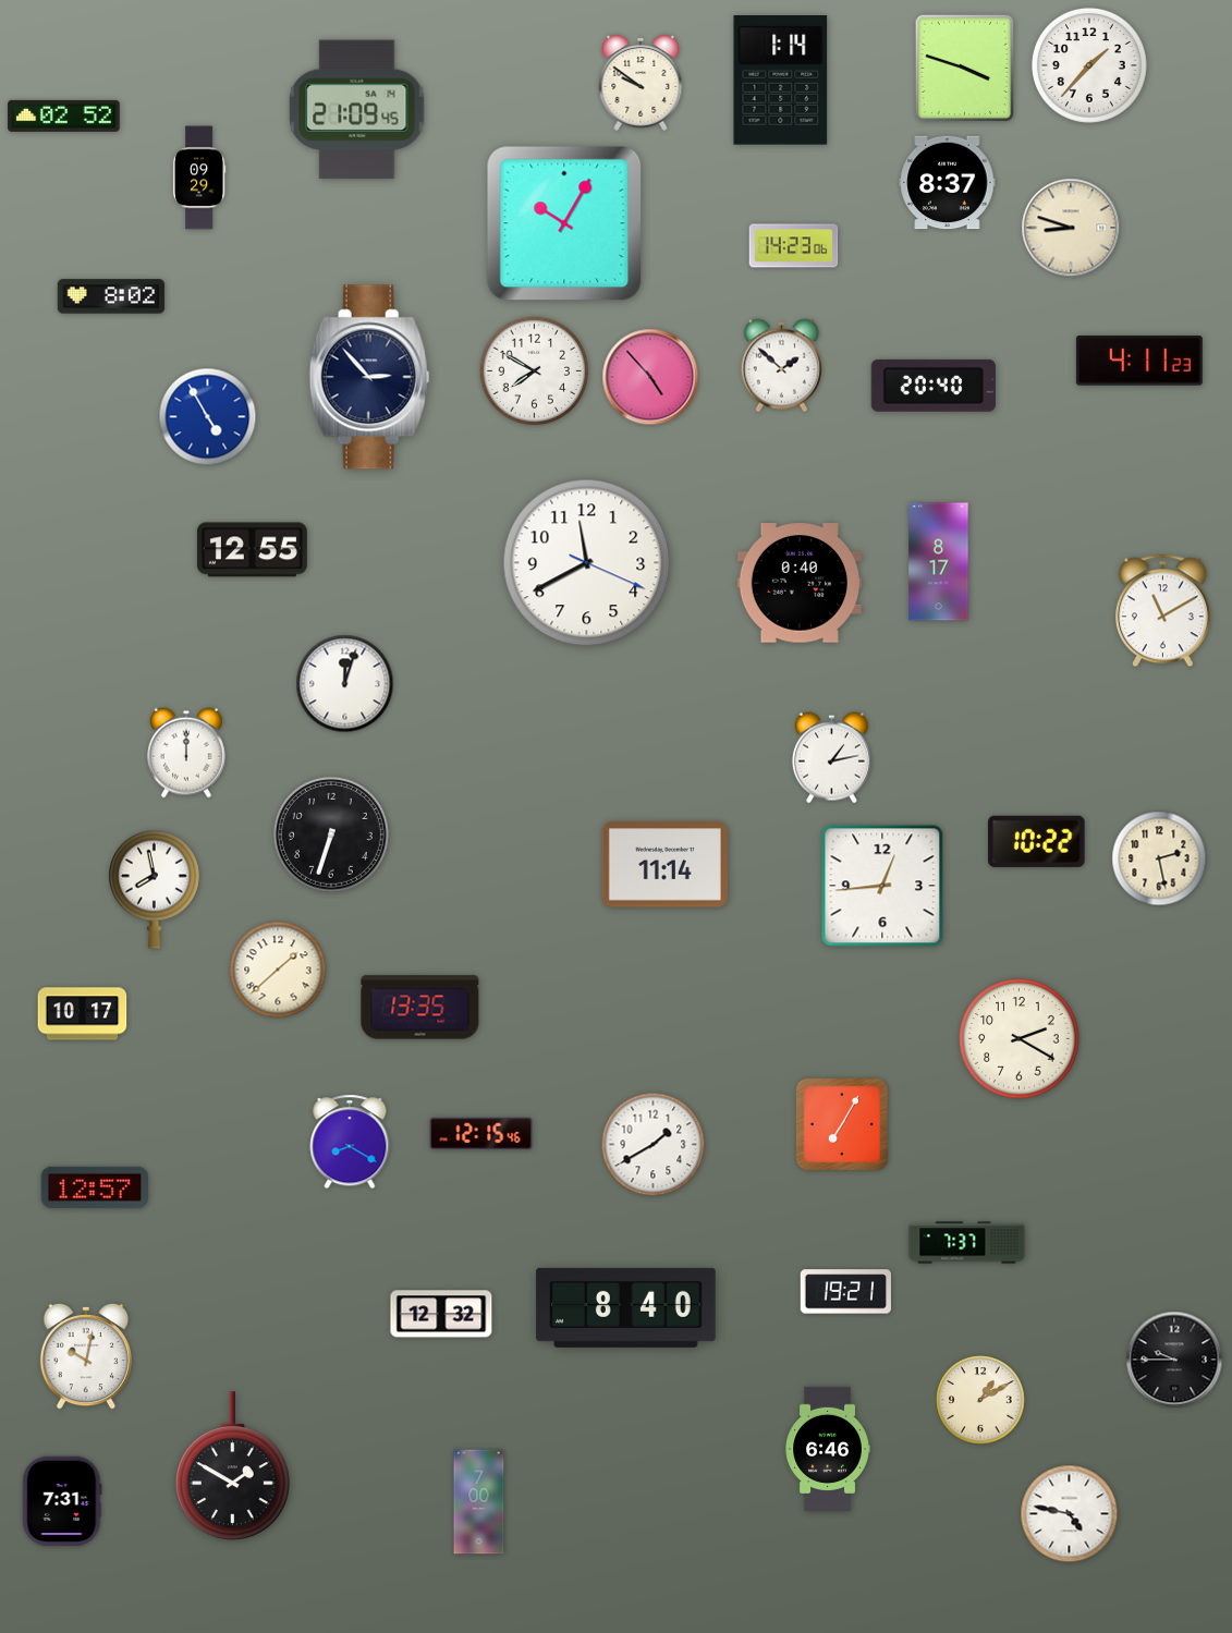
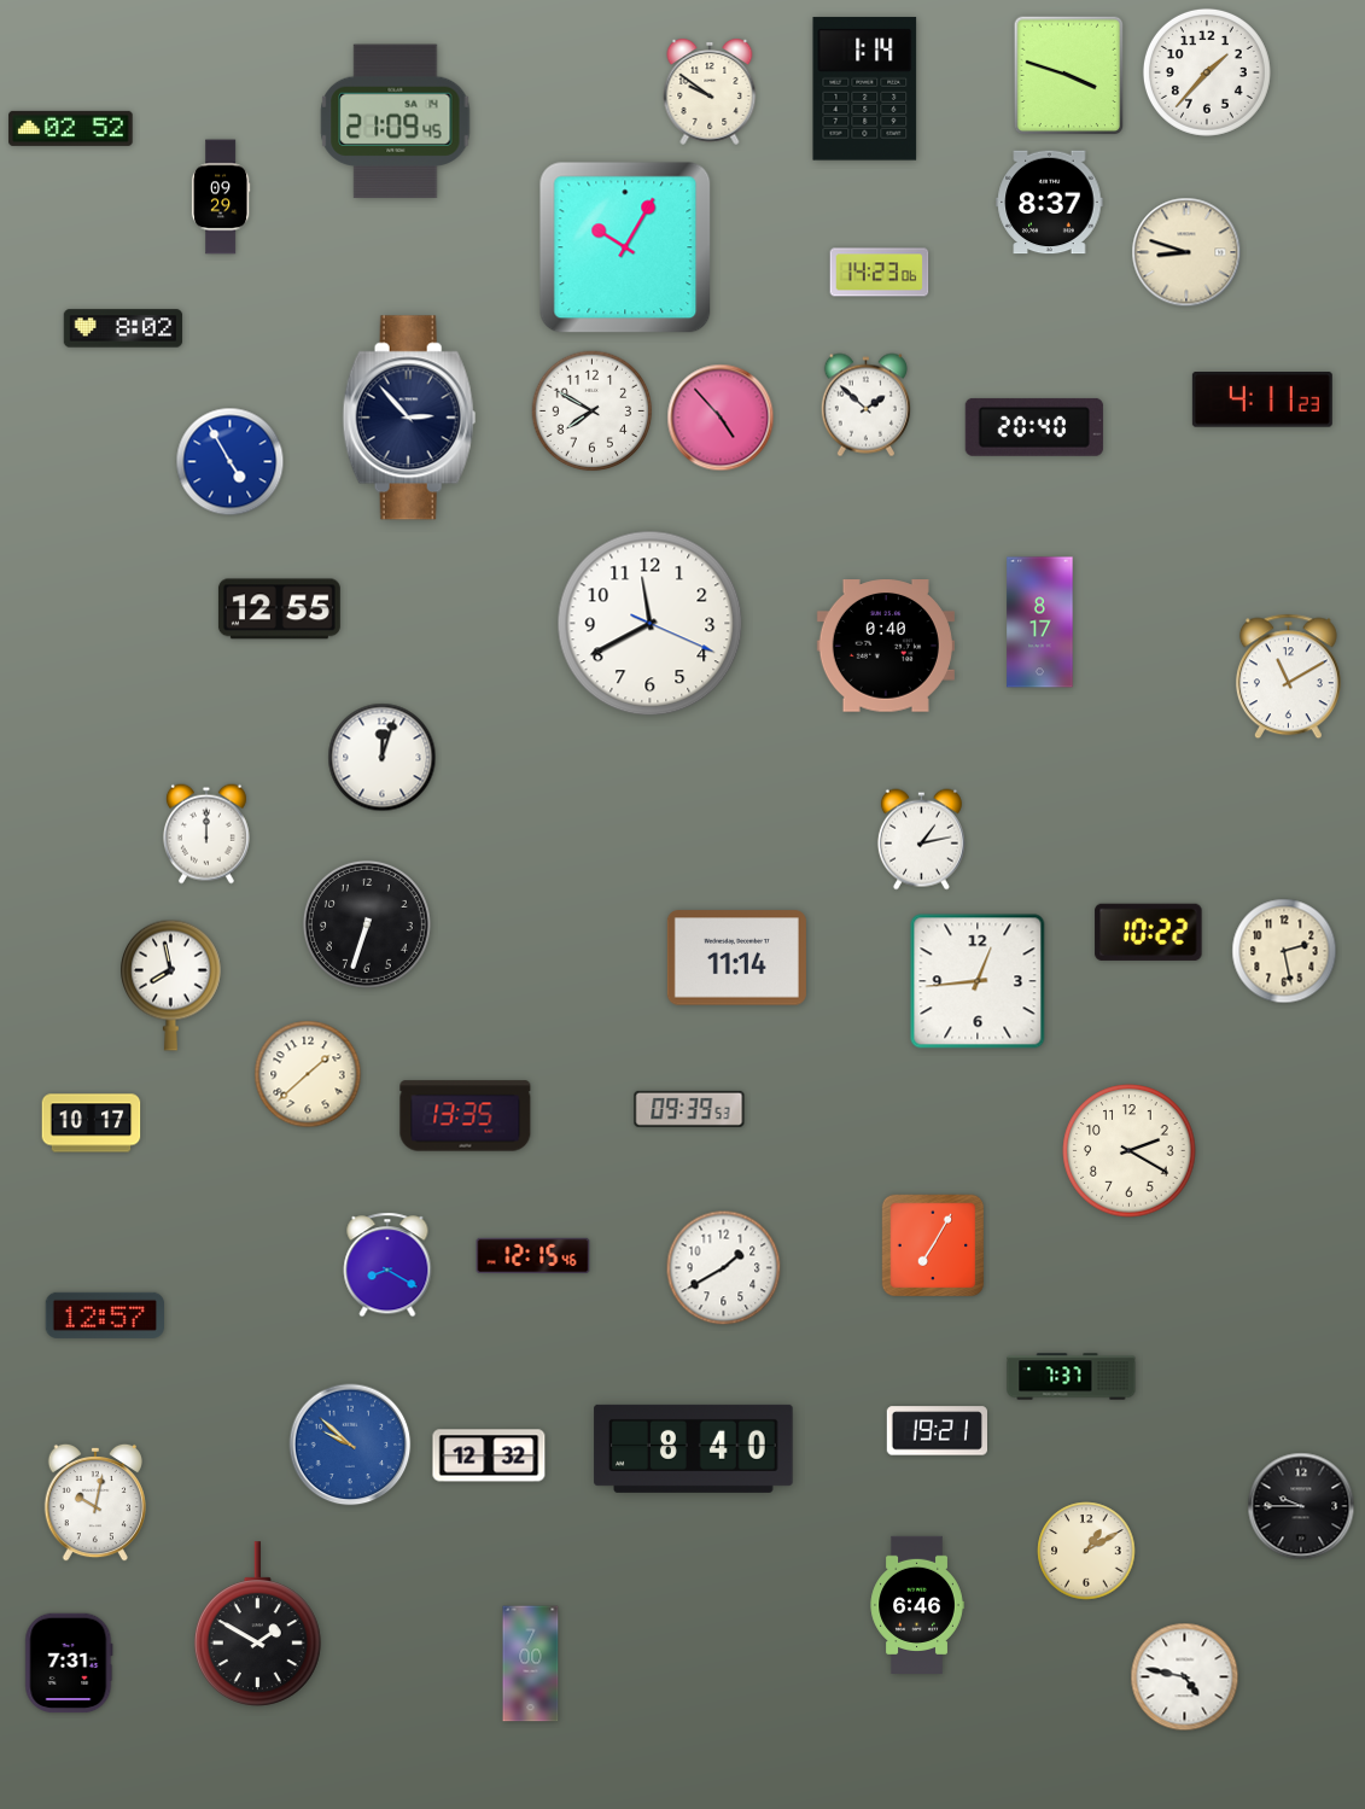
clock at (689, 1109): none -> 09:39
clock at (350, 1445): none -> 9:52
